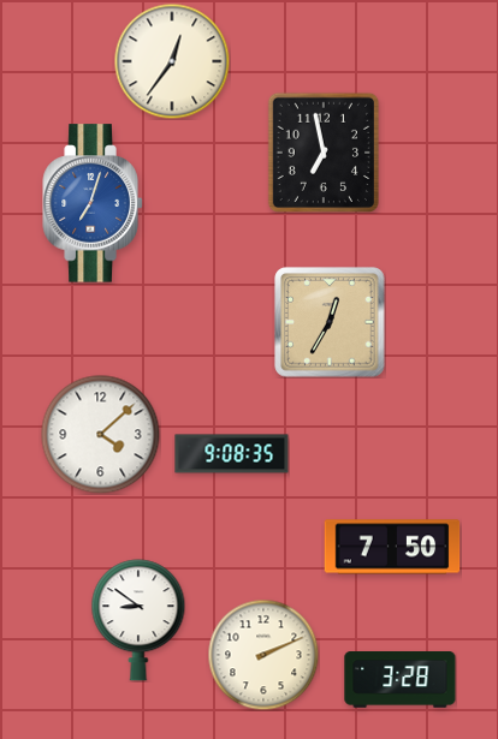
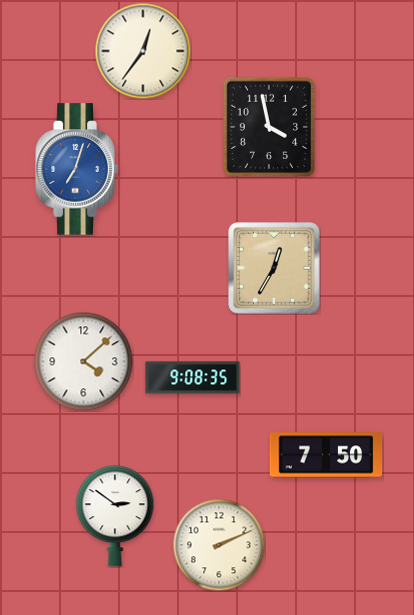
clock at (322, 151): 6:58 -> 3:58
clock at (138, 620): 8:51 -> 2:51
clock at (401, 680): 3:28 -> none
